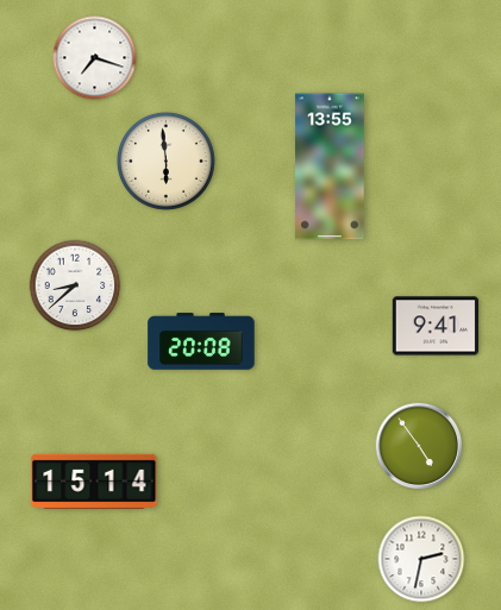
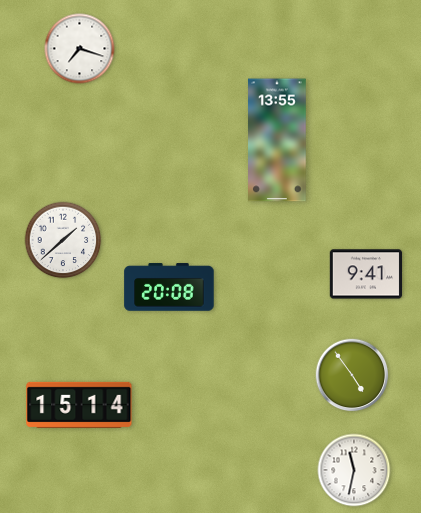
clock at (165, 161): 5:59 -> none
clock at (75, 285): 8:38 -> 1:38
clock at (421, 559): 2:32 -> 11:32
